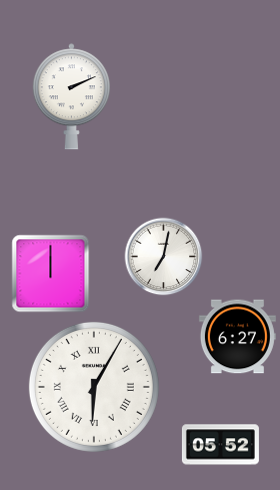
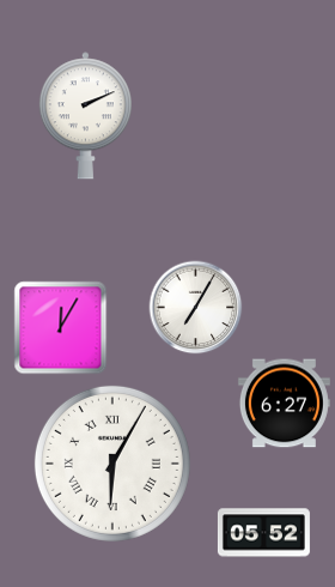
clock at (163, 256): 7:02 -> 7:05
clock at (50, 273): 12:00 -> 12:05
